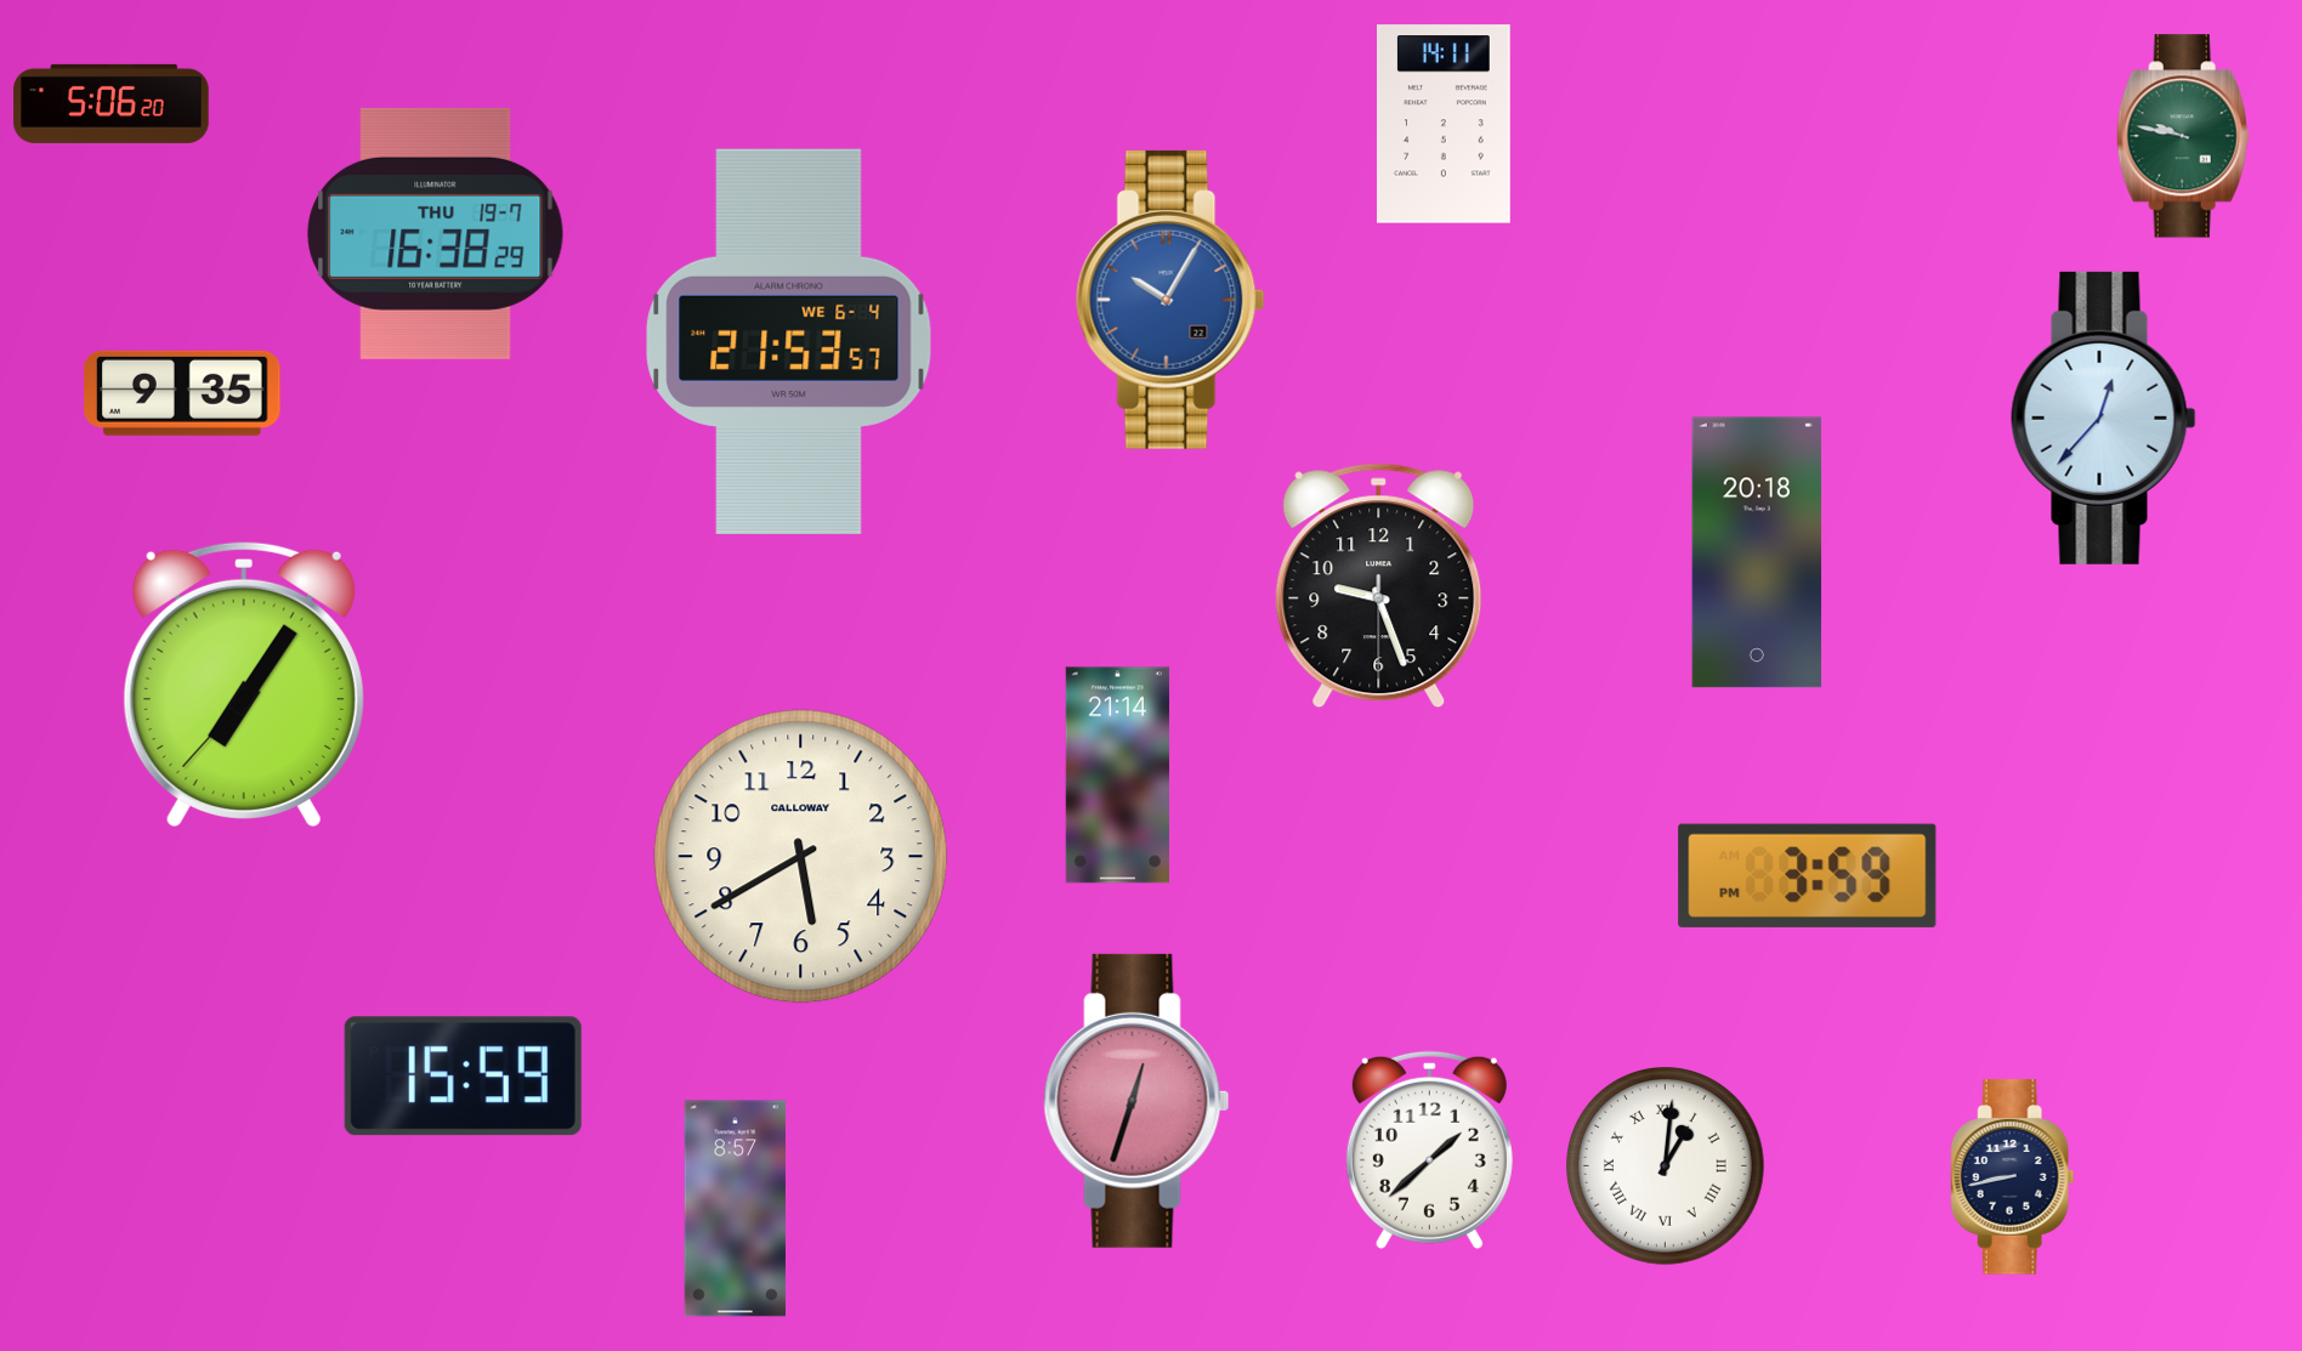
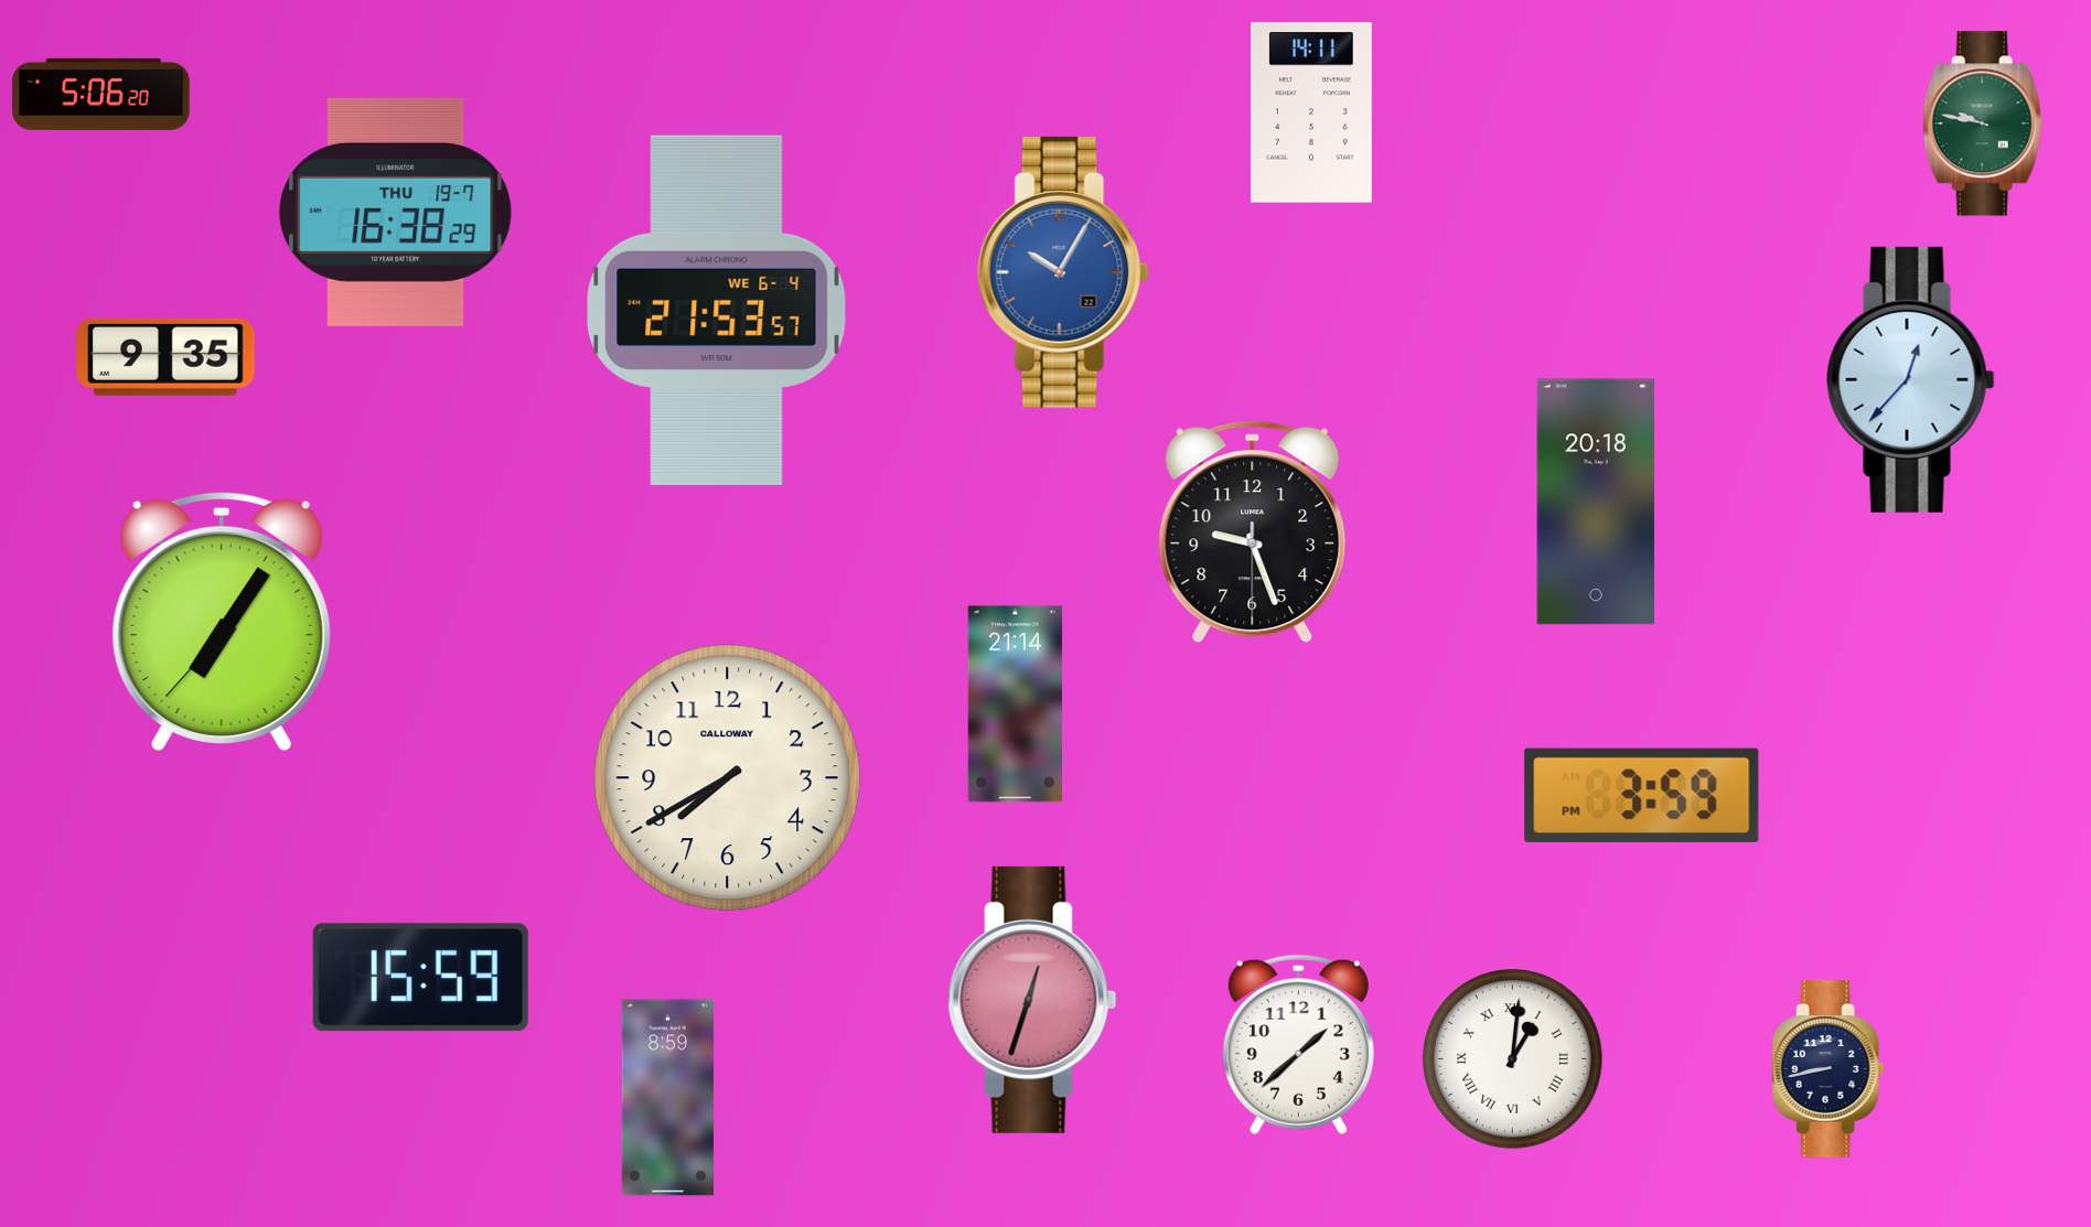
clock at (801, 857): 5:40 -> 7:40
clock at (735, 1209): 8:57 -> 8:59
